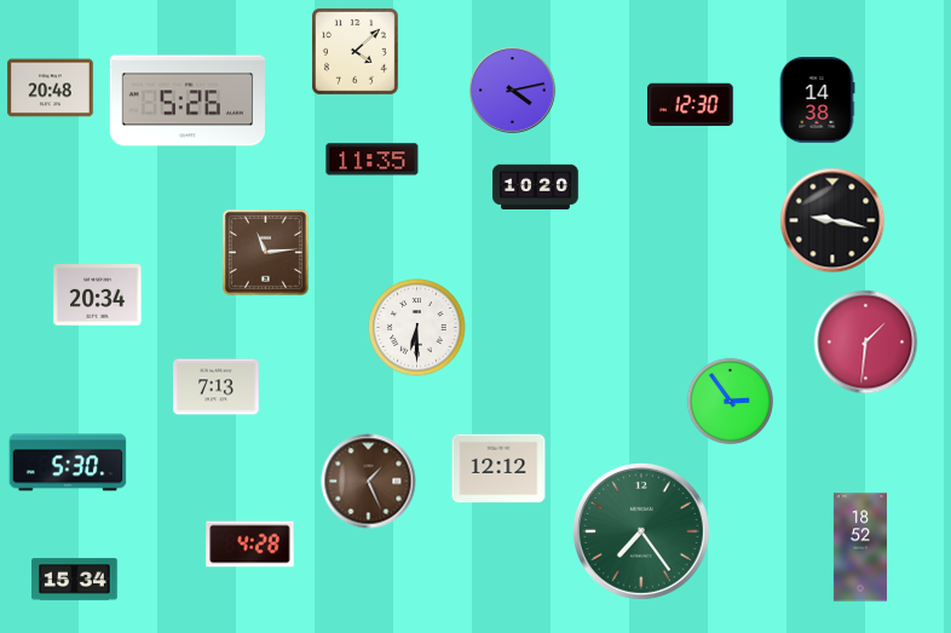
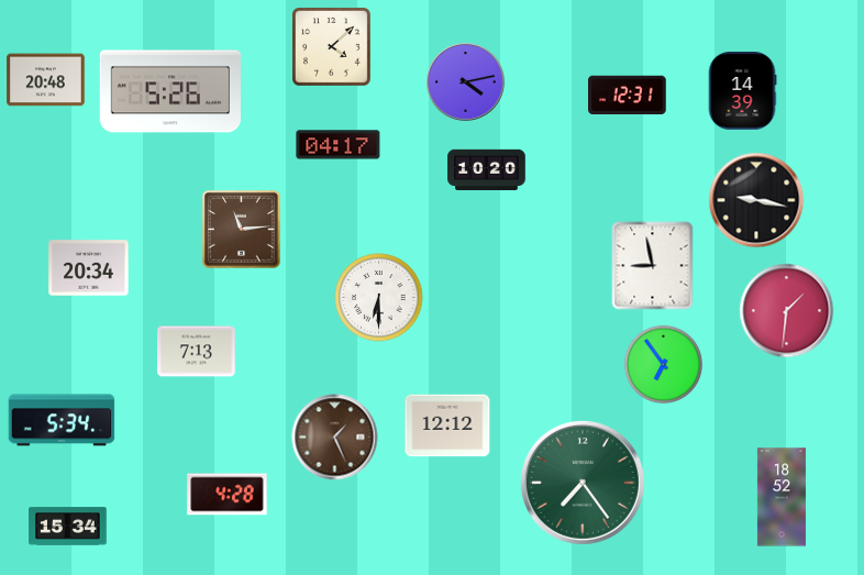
clock at (355, 51) position: (355, 51) -> (331, 46)
clock at (817, 100): 14:38 -> 14:39
clock at (691, 104): 12:30 -> 12:31
clock at (373, 160): 11:35 -> 04:17
clock at (653, 266): none -> 8:58
clock at (730, 401): 2:54 -> 6:54
clock at (68, 462): 5:30 -> 5:34
clock at (498, 468) position: (498, 468) -> (447, 425)
